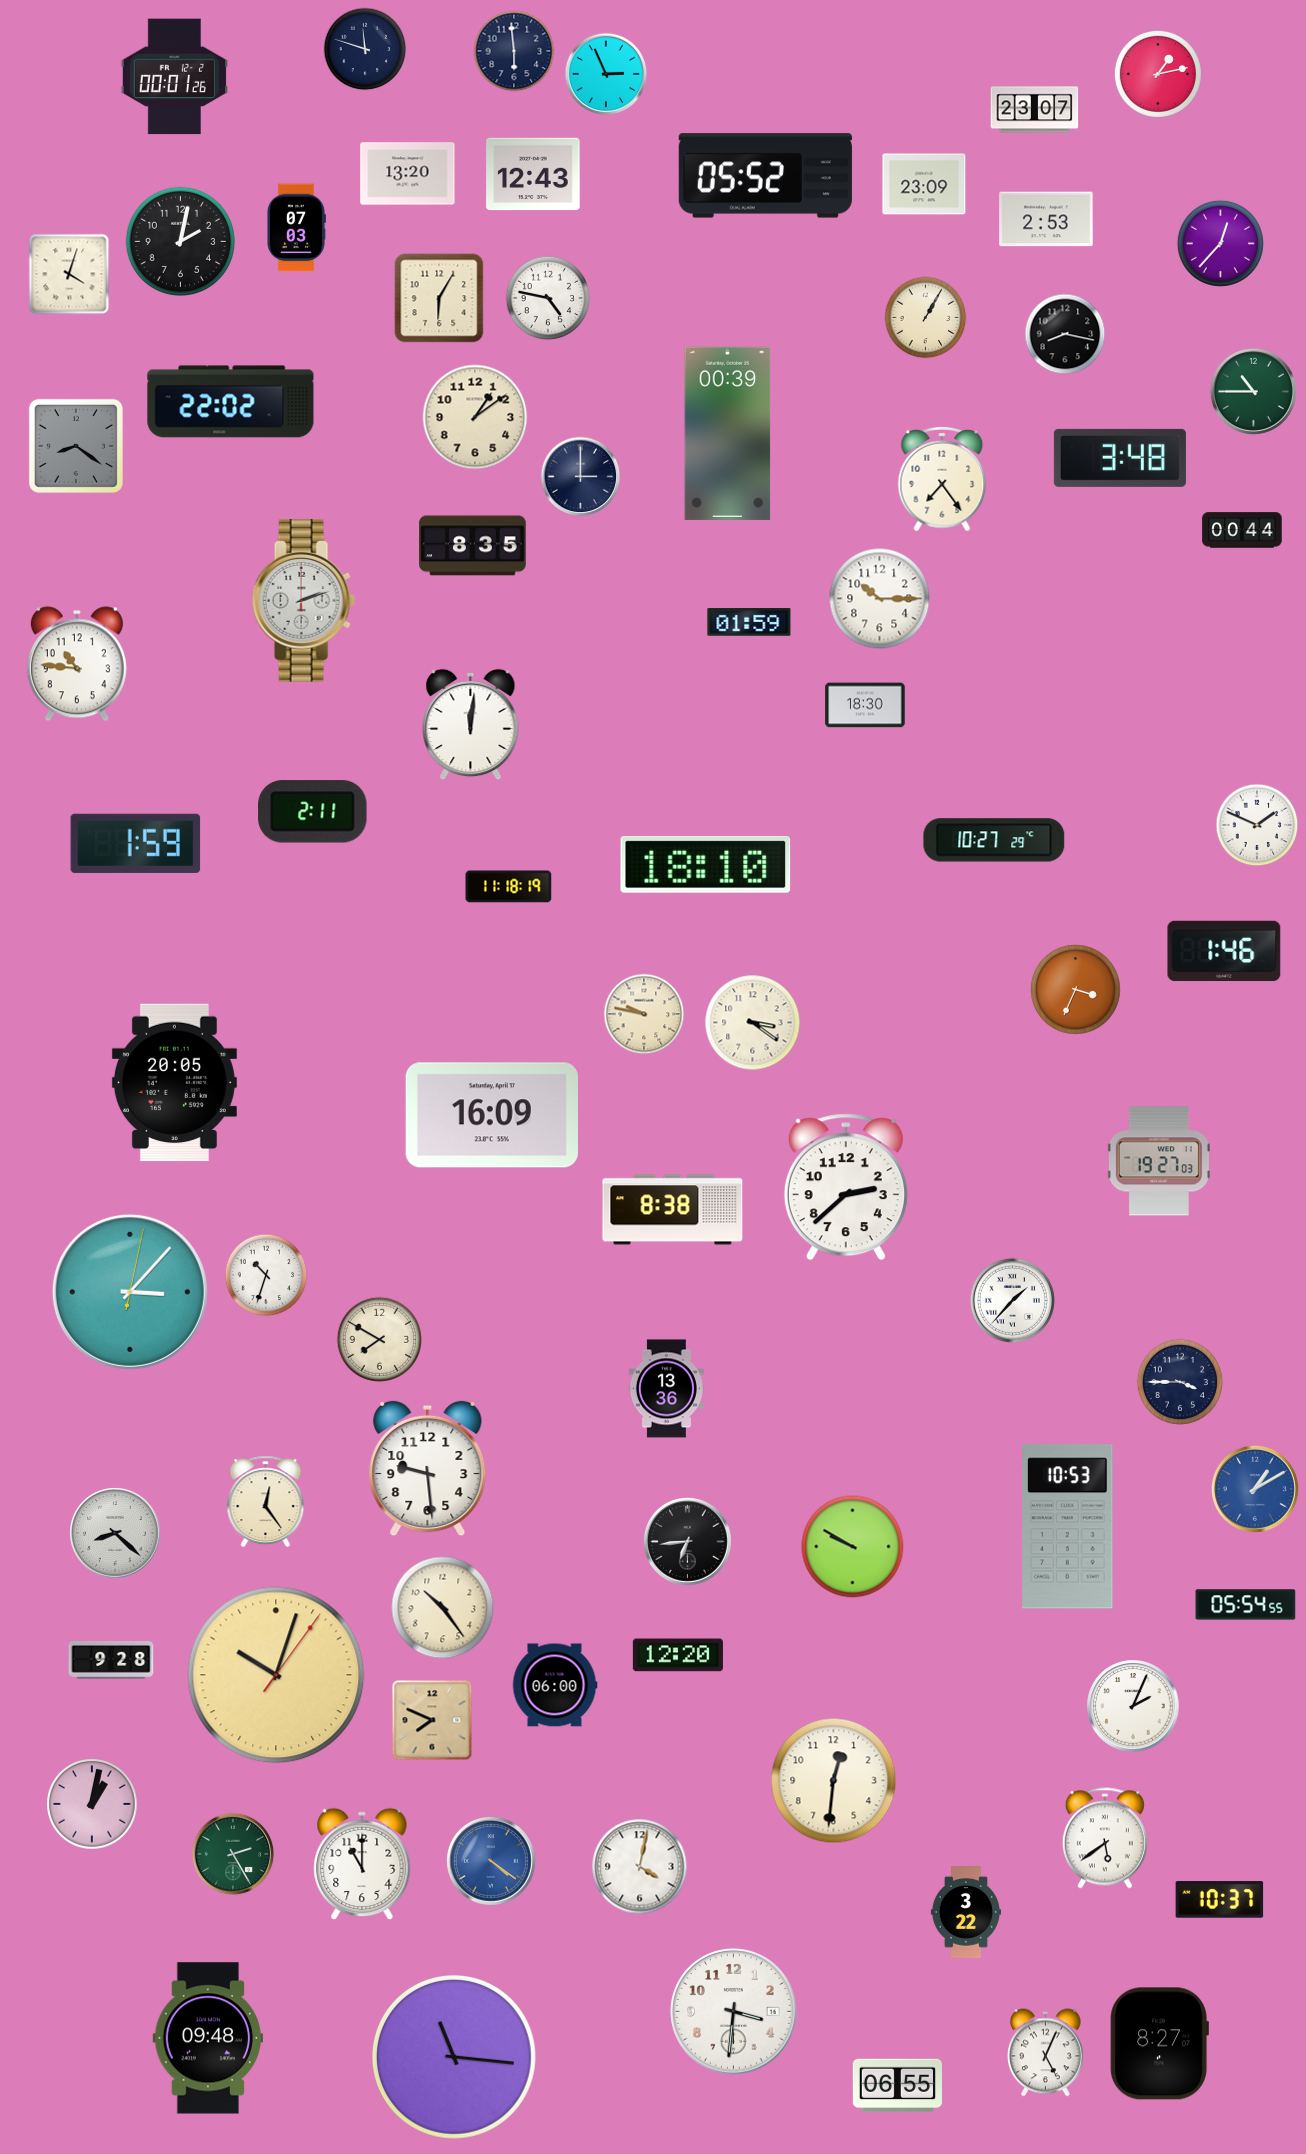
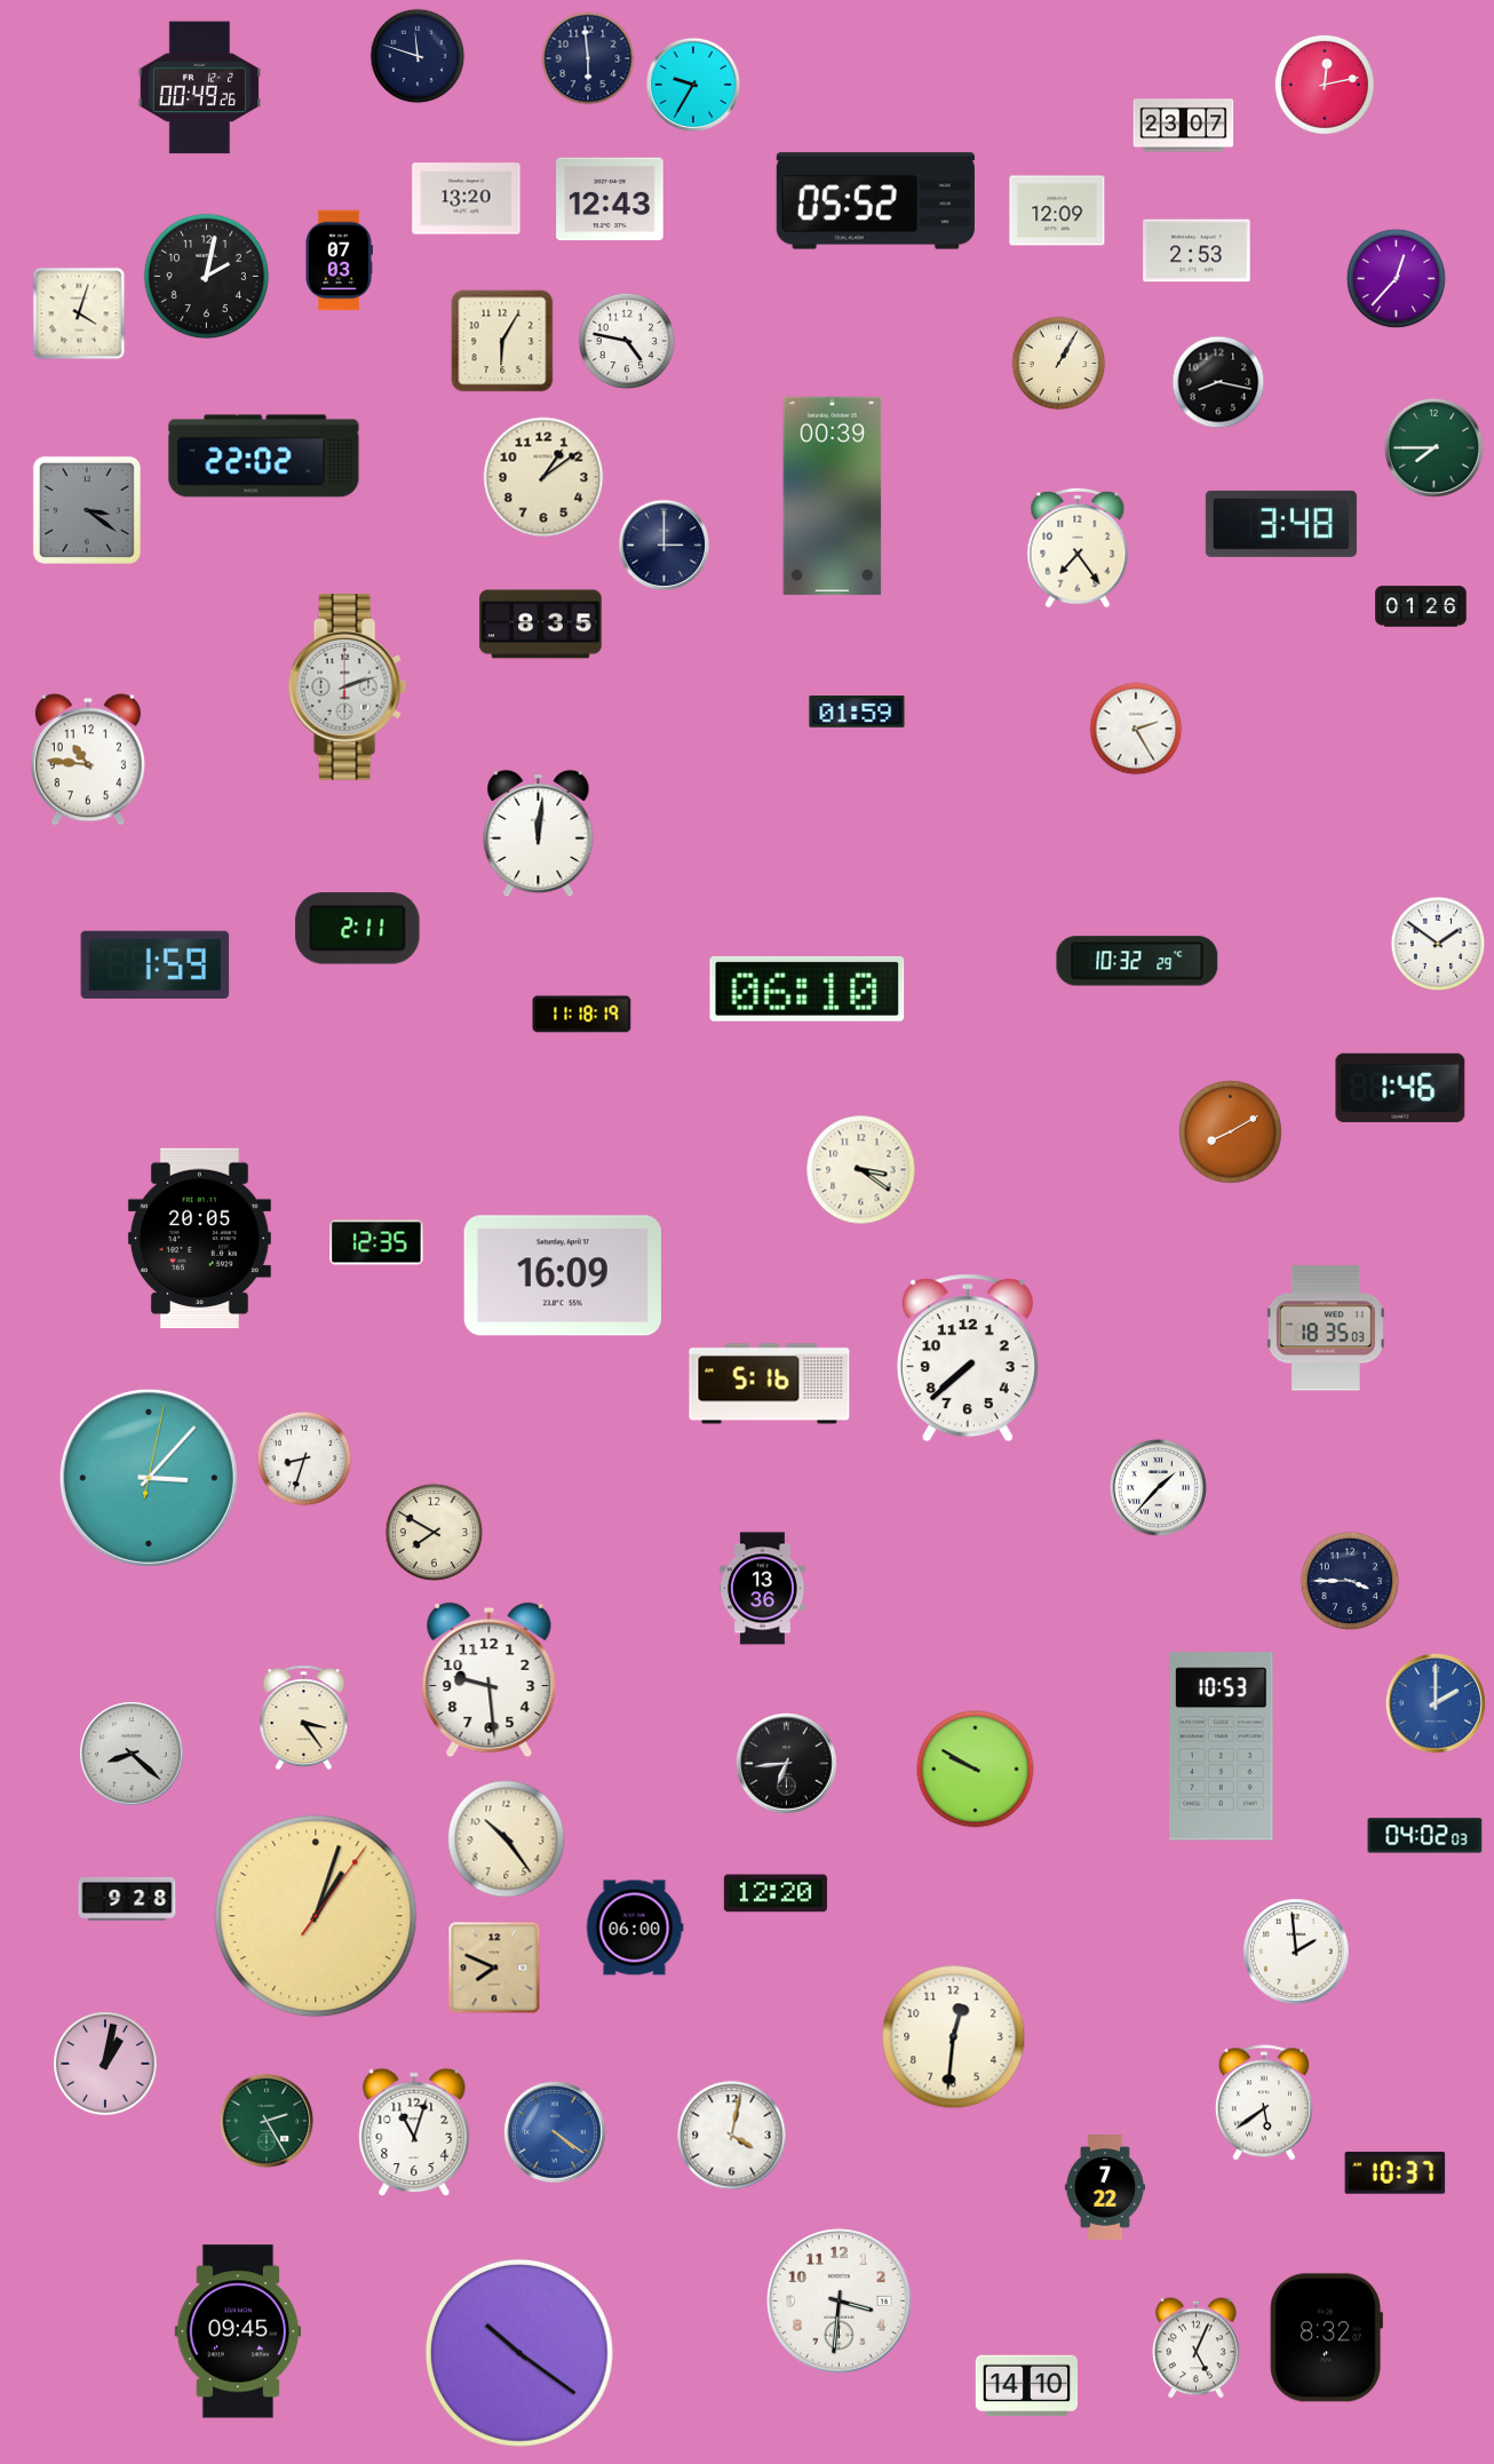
clock at (606, 74): 2:56 -> 9:35
clock at (1158, 74): 1:13 -> 12:13
clock at (174, 77): 00:01 -> 00:49
clock at (924, 184): 23:09 -> 12:09
clock at (1253, 391): 10:45 -> 7:45
clock at (231, 402) position: (231, 402) -> (264, 456)
clock at (76, 446): 8:21 -> 3:21
clock at (1242, 530): 00:44 -> 01:26
clock at (880, 599): 10:15 -> none
clock at (1136, 729): none -> 2:25
clock at (865, 705): 18:30 -> none
clock at (471, 725) position: (471, 725) -> (539, 834)
clock at (1257, 825): 1:49 -> 1:51
clock at (994, 840): 10:27 -> 10:32
clock at (706, 864): 18:10 -> 06:10
clock at (1076, 990): 3:34 -> 8:10
clock at (644, 1014): 9:47 -> none
clock at (376, 1242): none -> 12:35
clock at (1159, 1161): 19:27 -> 18:35
clock at (846, 1187): 2:38 -> 7:38
clock at (673, 1210): 8:38 -> 5:16
clock at (266, 1275): 10:33 -> 8:33
clock at (1255, 1489): 1:10 -> 2:00
clock at (266, 1502): 12:24 -> 3:24
clock at (1246, 1605): 05:54 -> 04:02
clock at (276, 1675): 10:03 -> 1:03
clock at (1133, 1706): 2:04 -> 1:59
clock at (492, 1862) position: (492, 1862) -> (556, 2133)
clock at (362, 1864): 11:00 -> 11:03
clock at (966, 1913): 3:22 -> 7:22
clock at (207, 2038): 09:48 -> 09:45
clock at (1159, 2044): 8:27 -> 8:32
clock at (454, 2057): 11:16 -> 10:21
clock at (897, 2086): 06:55 -> 14:10
